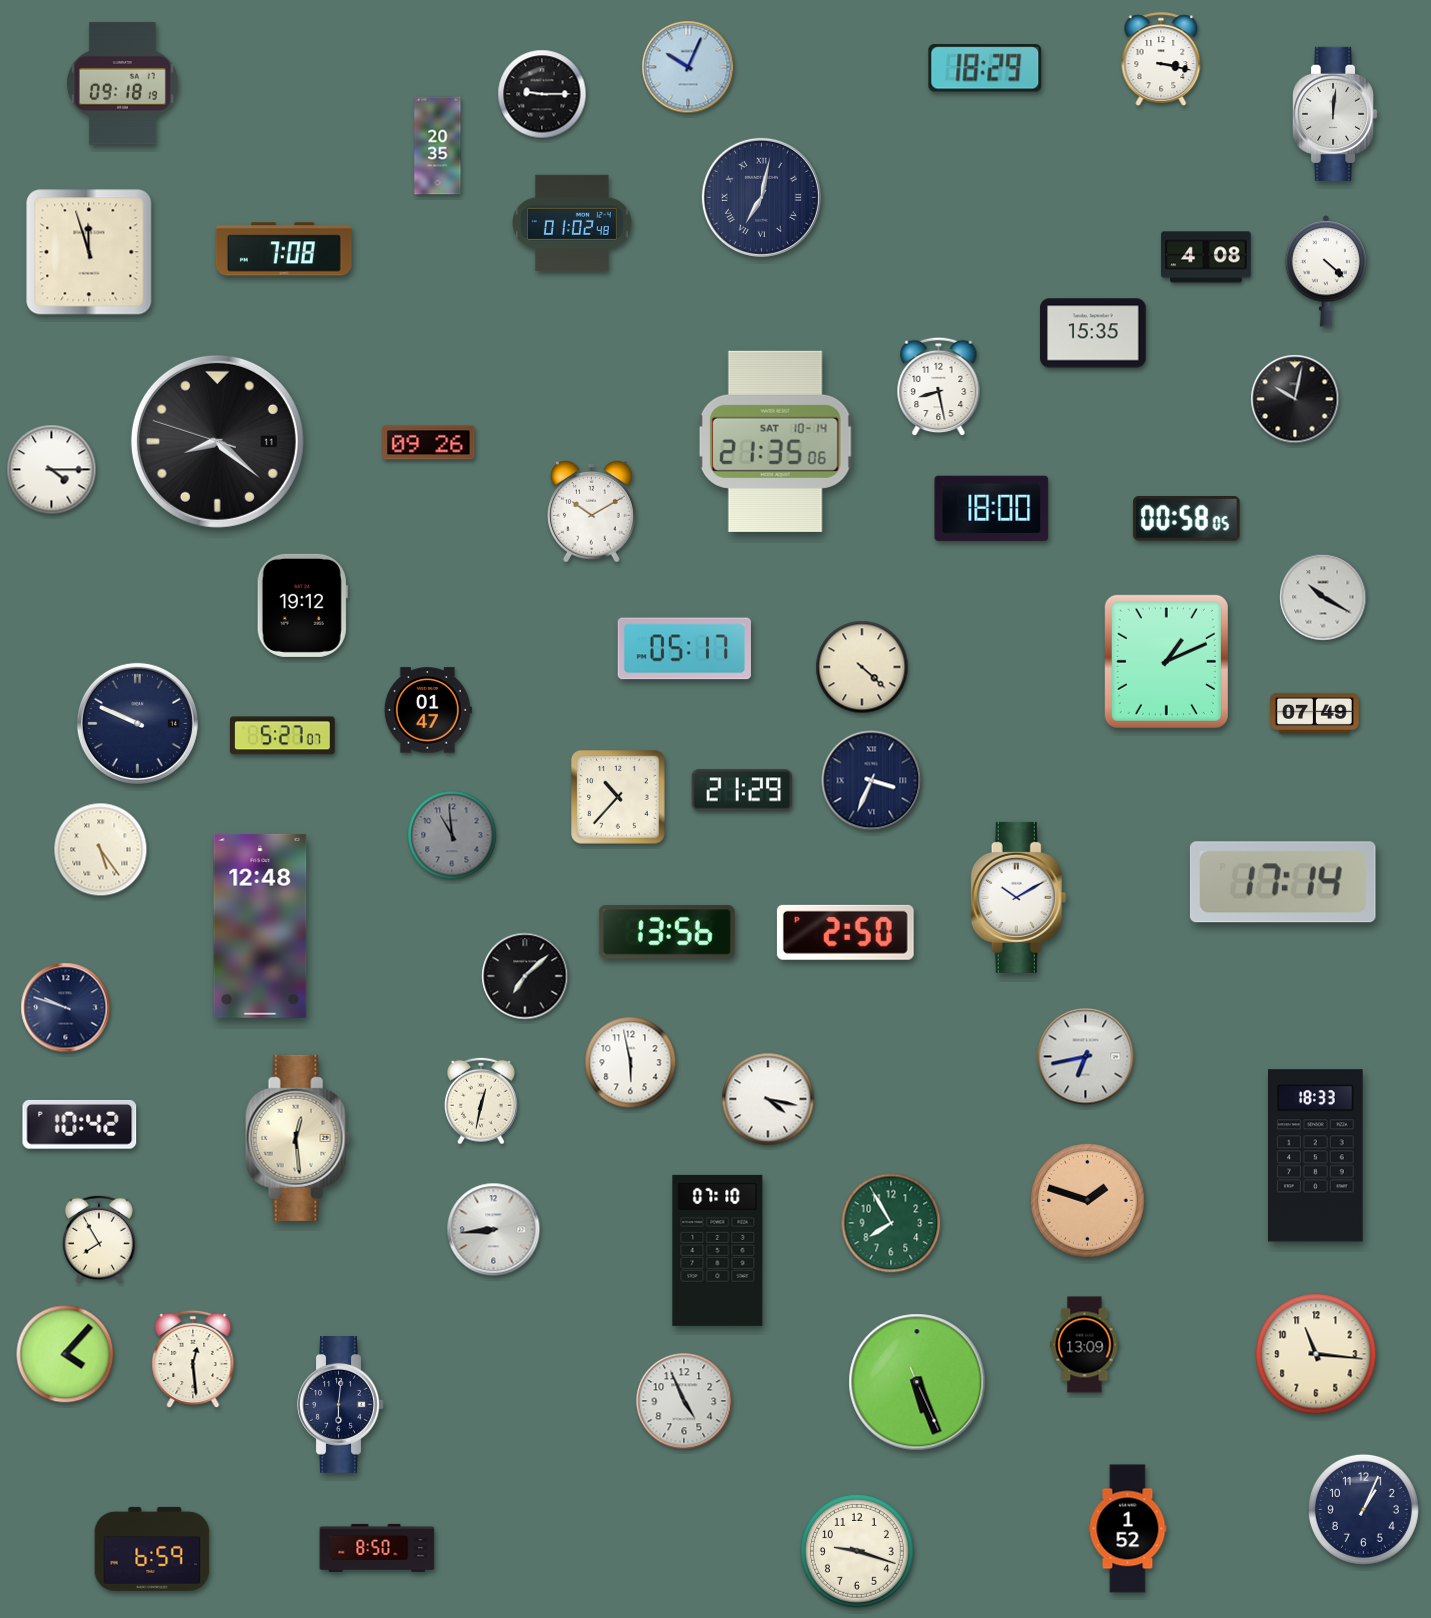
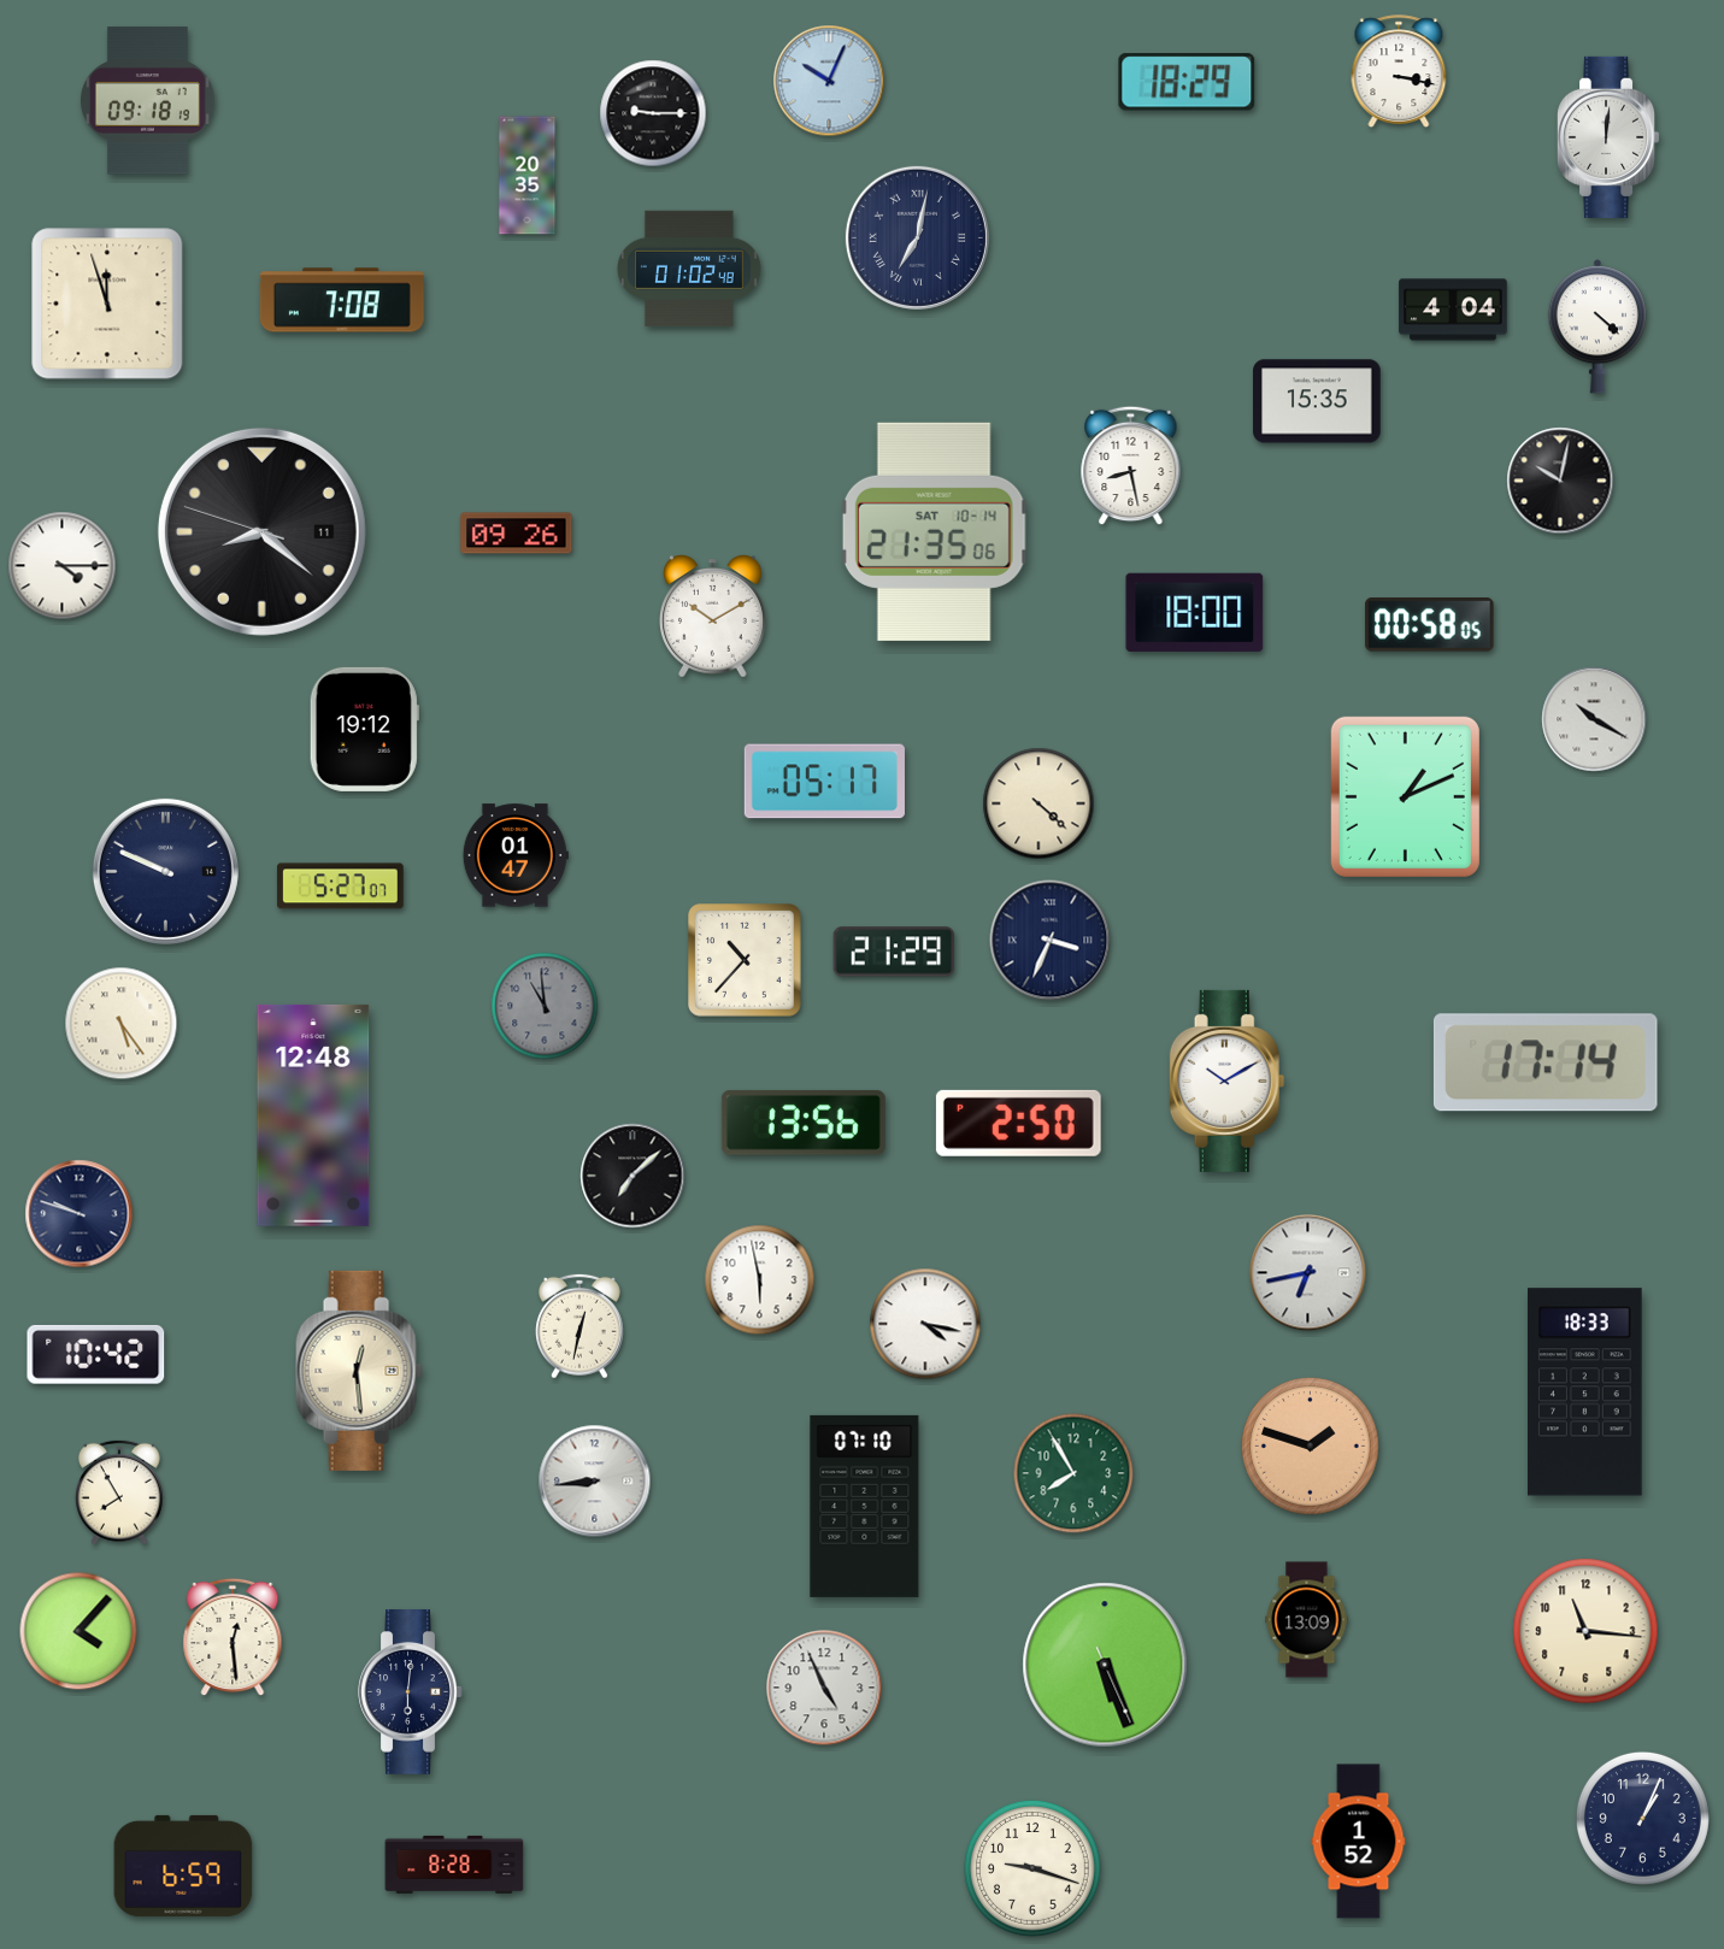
clock at (1206, 257): 4:08 -> 4:04
clock at (1315, 713): 07:49 -> none
clock at (377, 1548): 8:50 -> 8:28
